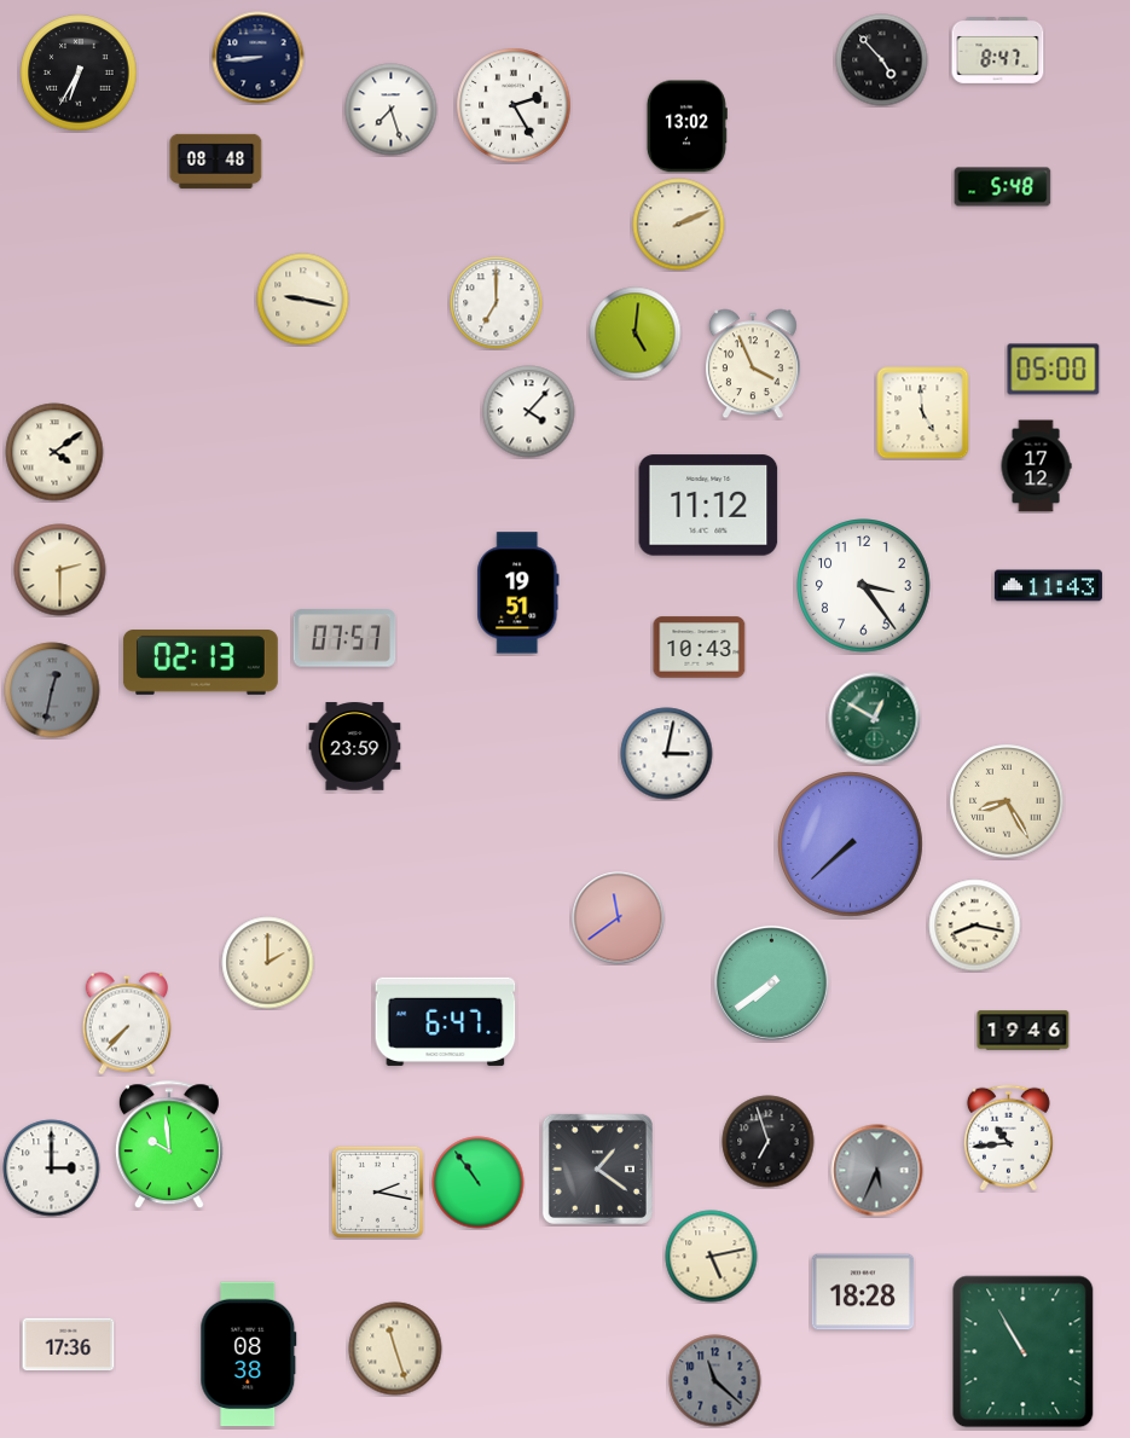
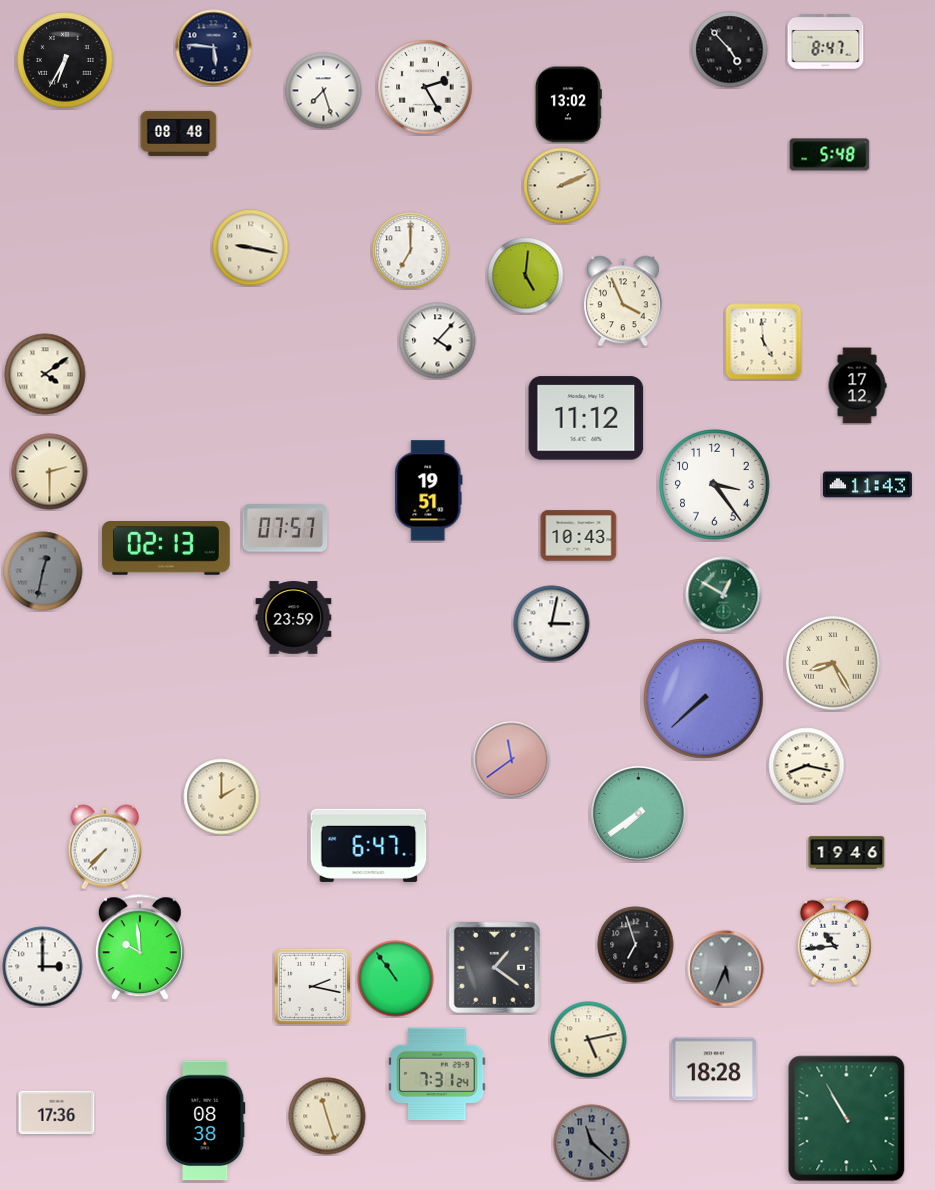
clock at (259, 58): 8:44 -> 5:46
clock at (1054, 370): 05:00 -> none
clock at (437, 1074): none -> 7:31
